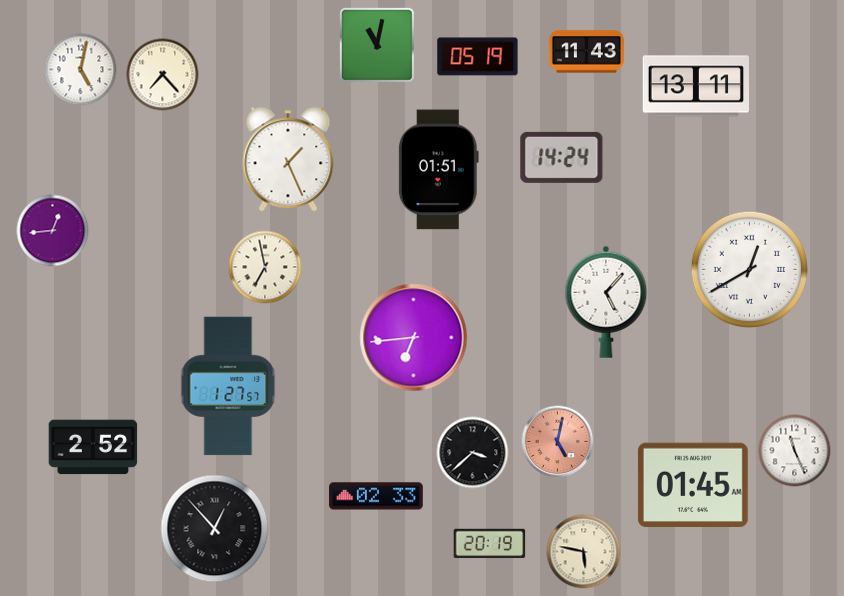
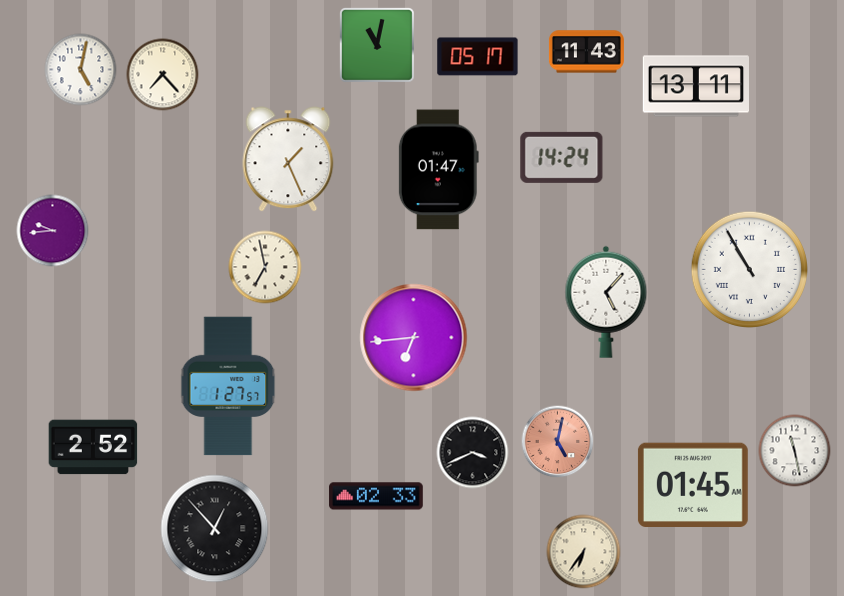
clock at (478, 57): 05:19 -> 05:17
clock at (438, 170): 01:51 -> 01:47
clock at (53, 231): 12:44 -> 9:44
clock at (749, 269): 12:40 -> 10:55
clock at (795, 451): 11:26 -> 11:28
clock at (473, 453): 3:38 -> 3:41
clock at (490, 544): 20:19 -> none
clock at (584, 552): 5:47 -> 6:36
